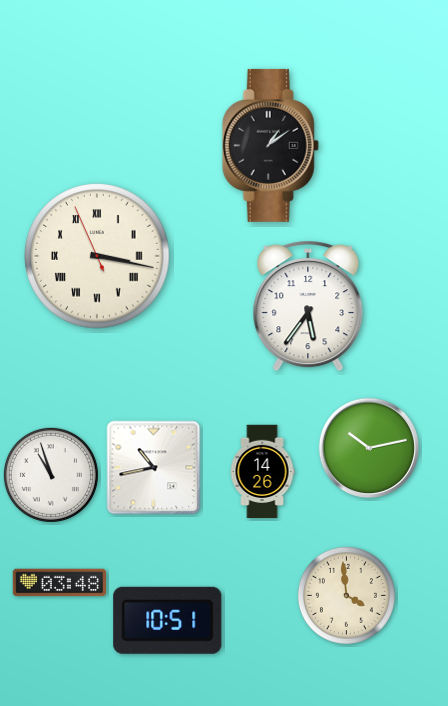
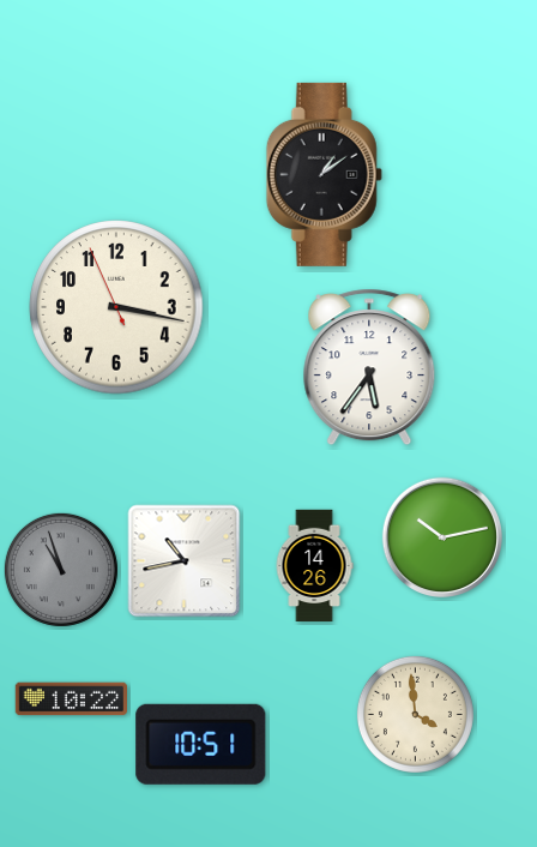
clock at (97, 256) numerals: Roman -> Arabic
clock at (51, 475) dial: white -> grey
clock at (59, 583): 03:48 -> 10:22
